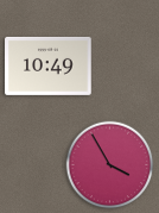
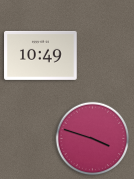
clock at (110, 165): 3:55 -> 3:48
